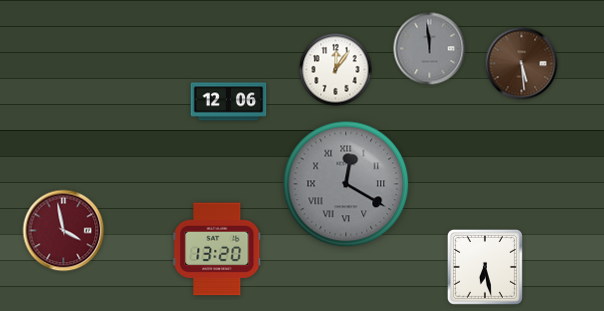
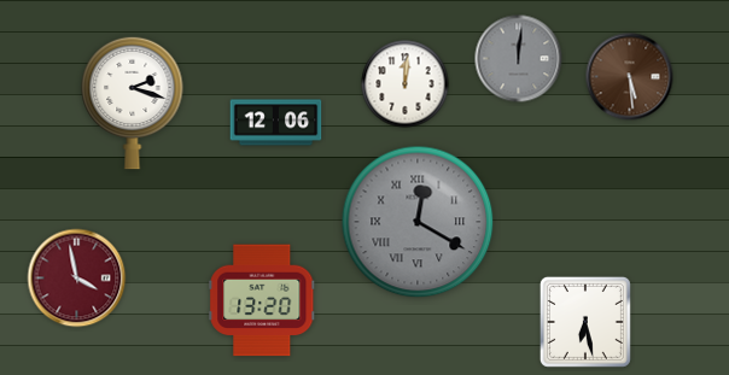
clock at (430, 49): 11:59 -> 12:01
clock at (336, 70): 12:06 -> 12:01
clock at (133, 102): none -> 2:18
